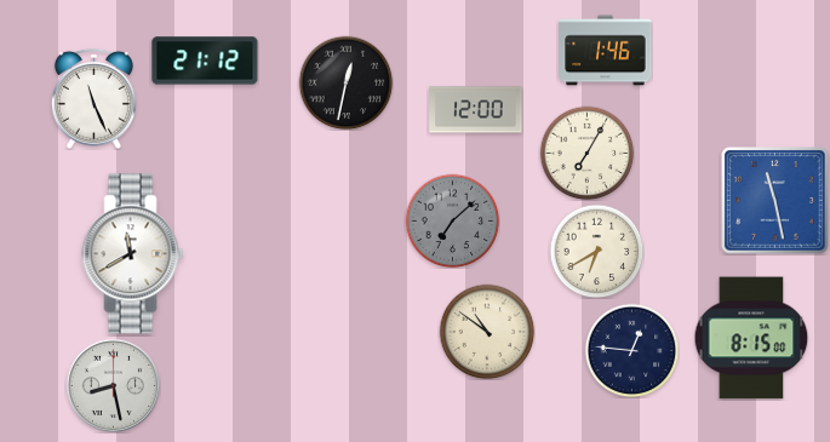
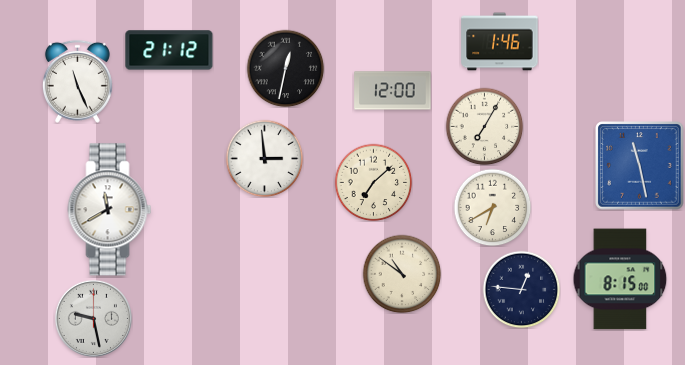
clock at (264, 158): none -> 2:59
clock at (452, 220) dial: grey -> cream
clock at (113, 385): 8:28 -> 9:28
